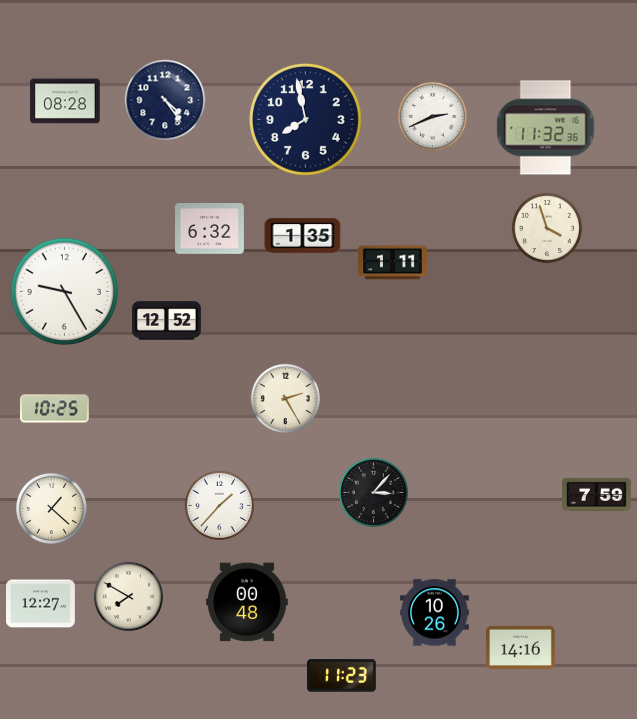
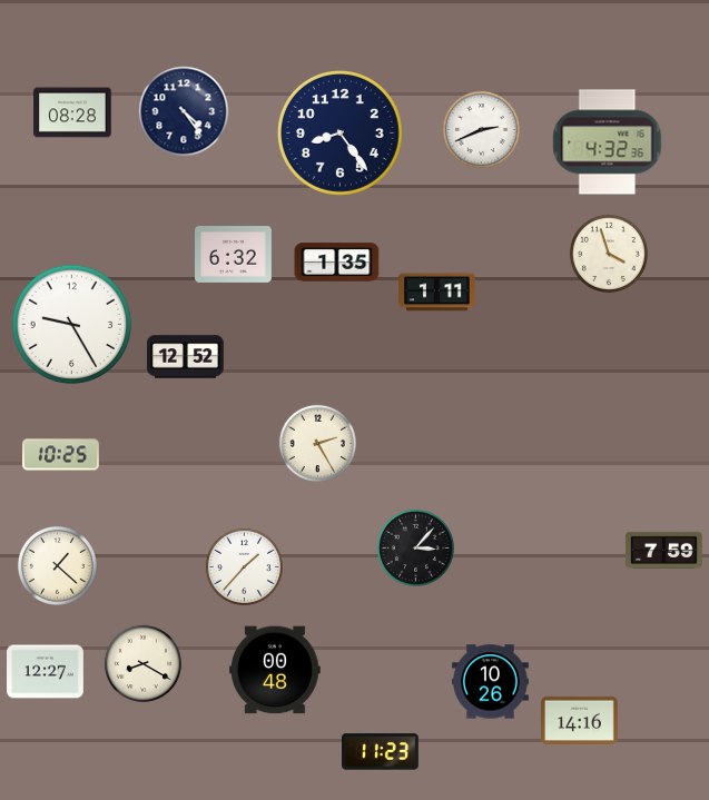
clock at (305, 119): 7:58 -> 8:24
clock at (546, 128): 11:32 -> 4:32
clock at (219, 505) position: (219, 505) -> (244, 566)
clock at (128, 596): 7:50 -> 8:20
clock at (435, 613) position: (435, 613) -> (491, 682)
